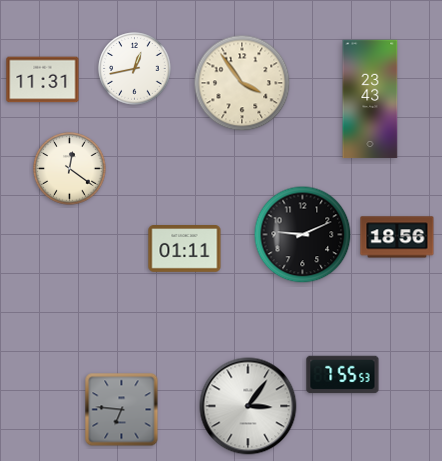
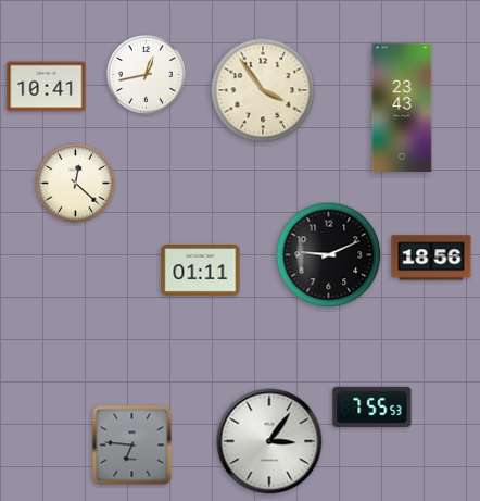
clock at (43, 80): 11:31 -> 10:41
clock at (70, 169): 12:21 -> 12:22
